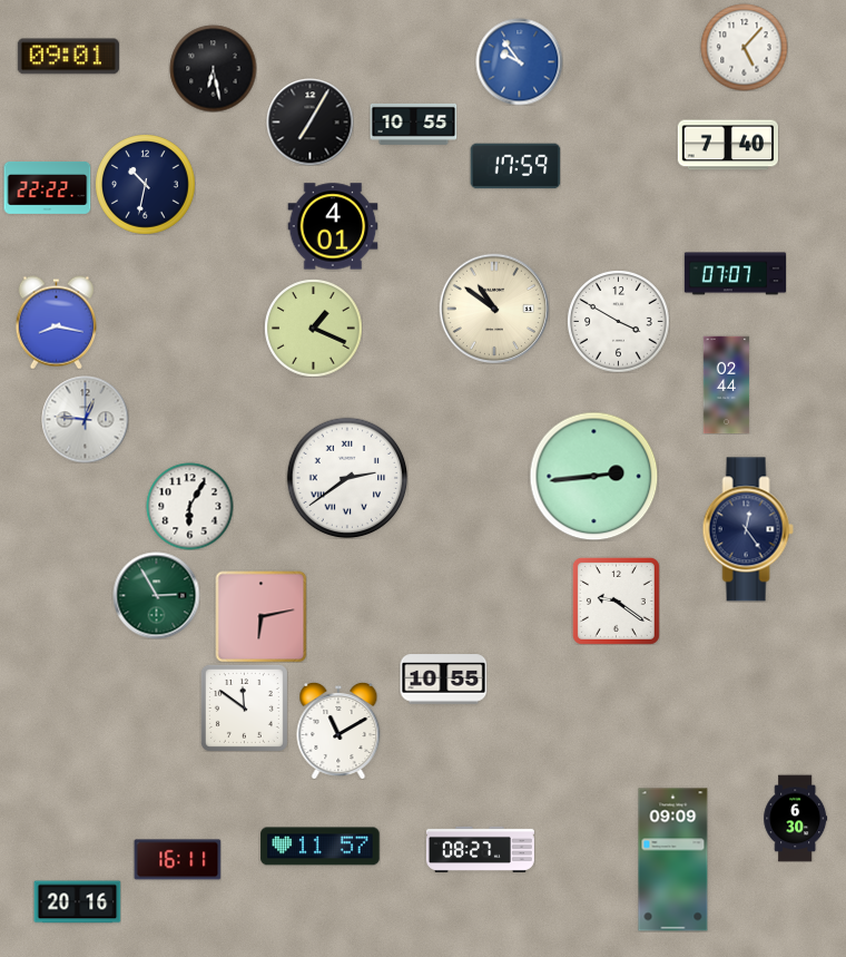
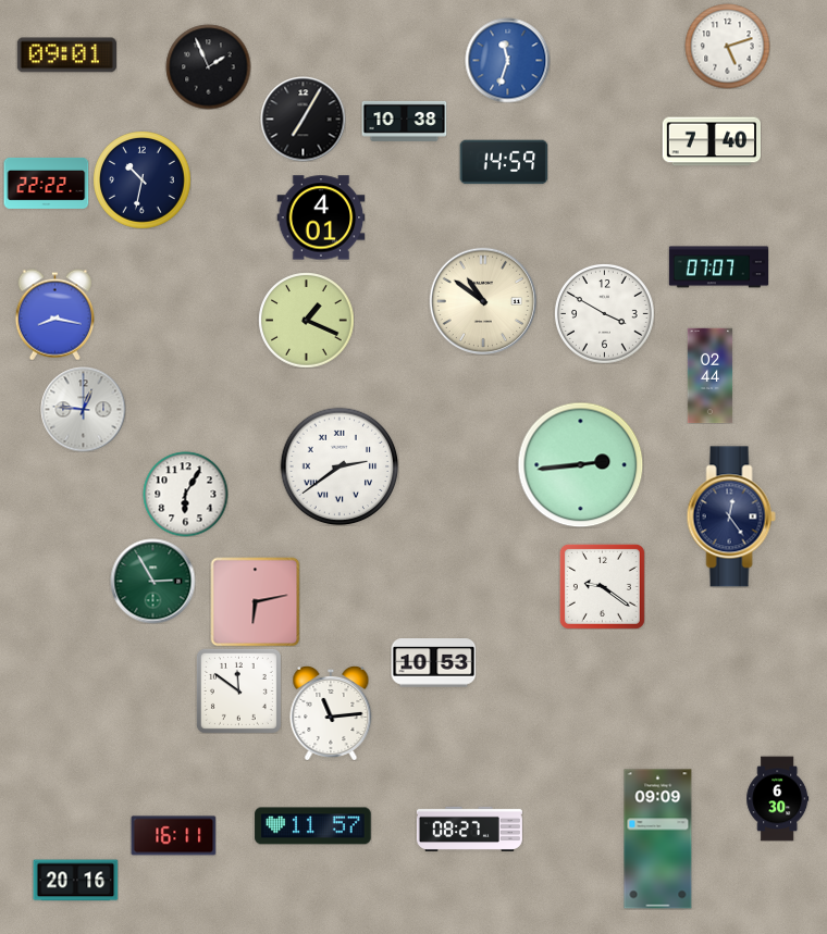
clock at (744, 47): 5:07 -> 5:12
clock at (519, 61): 9:54 -> 11:33
clock at (213, 68): 6:28 -> 1:56
clock at (413, 124): 10:55 -> 10:38
clock at (515, 166): 17:59 -> 14:59
clock at (333, 226) position: (333, 226) -> (321, 217)
clock at (443, 680): 10:55 -> 10:53
clock at (338, 731): 11:10 -> 11:14
clock at (177, 860) position: (177, 860) -> (173, 836)
